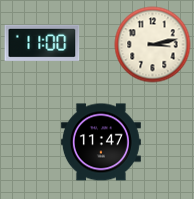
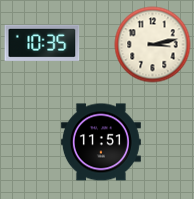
clock at (42, 43): 11:00 -> 10:35
clock at (101, 142): 11:47 -> 11:51
